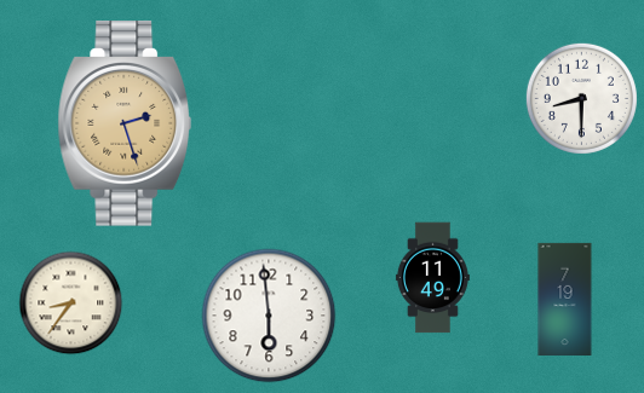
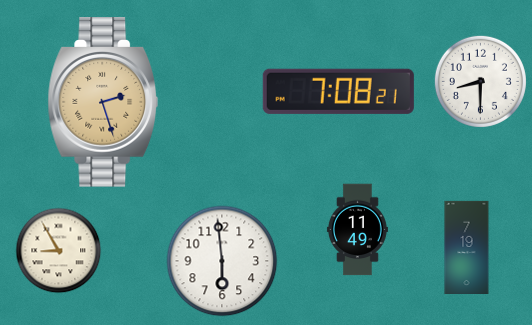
clock at (338, 91): none -> 7:08
clock at (71, 304): 8:36 -> 8:55
